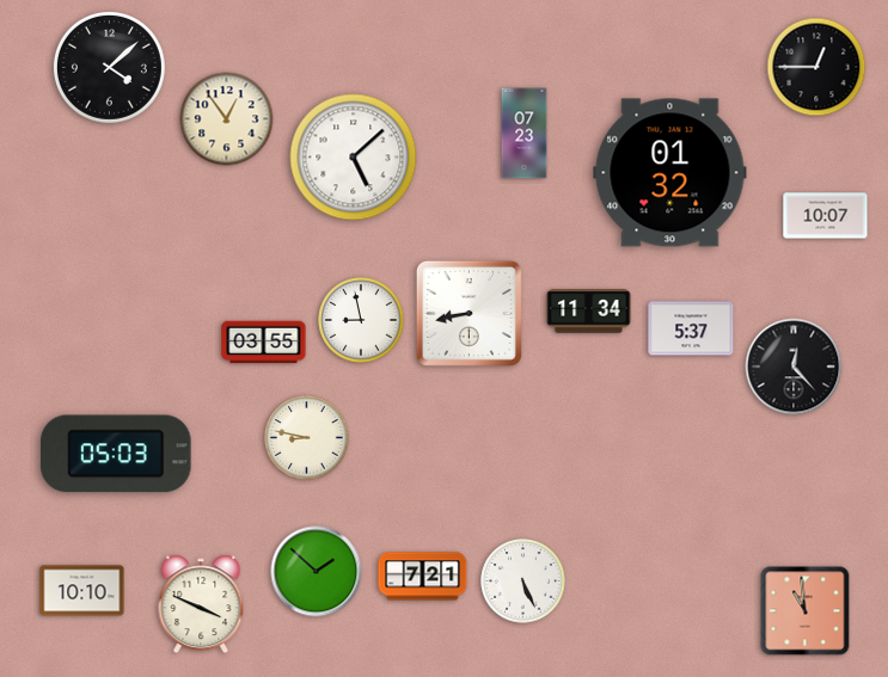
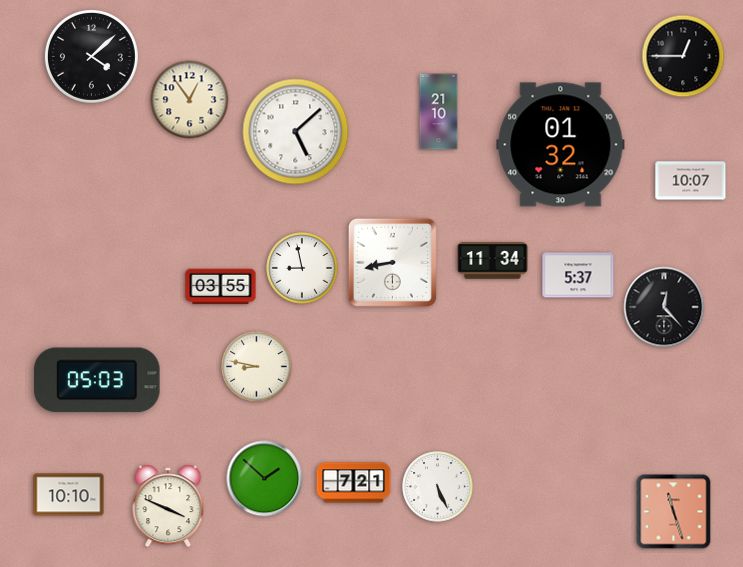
clock at (525, 134): 07:23 -> 21:10
clock at (806, 611): 10:59 -> 11:27
